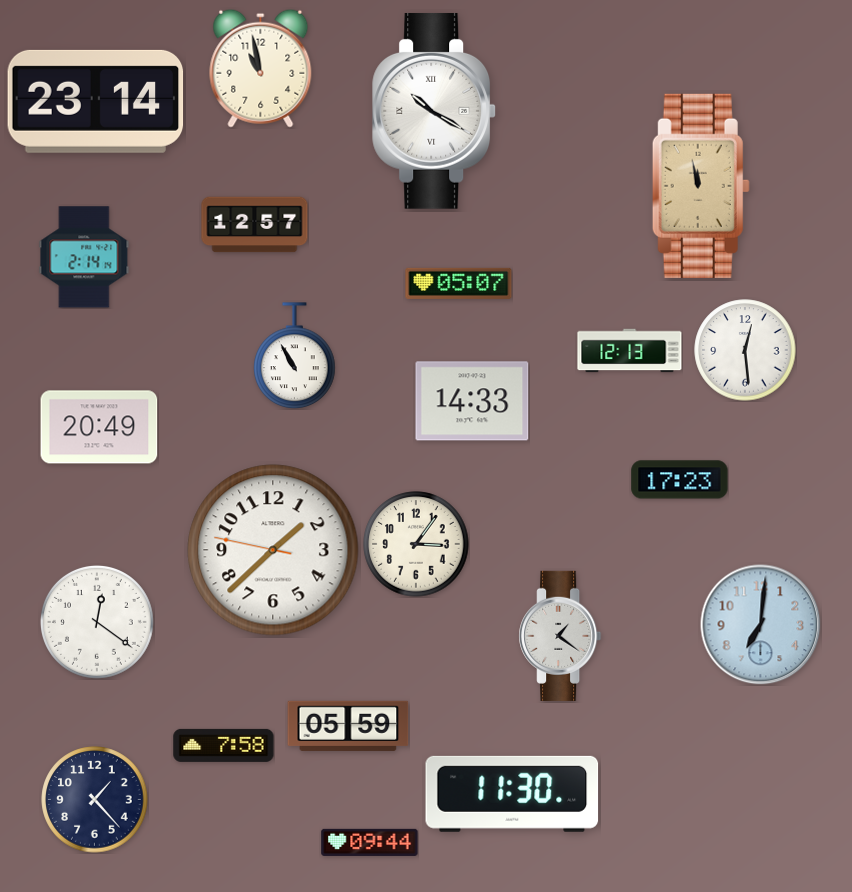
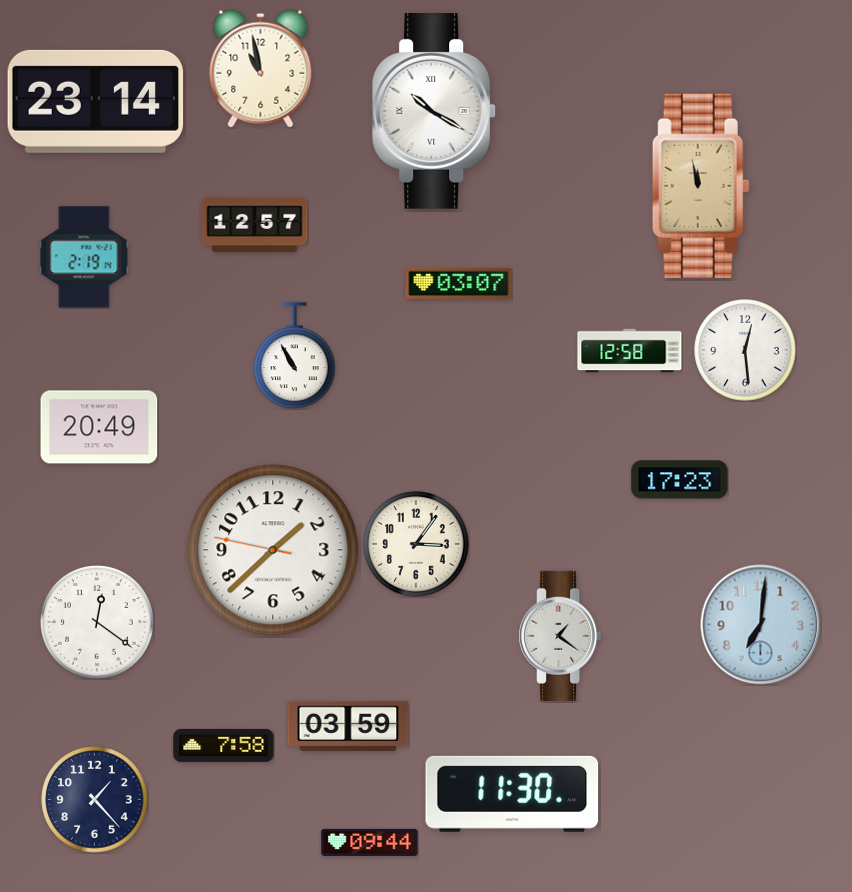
clock at (84, 257): 2:14 -> 2:19
clock at (459, 283): 05:07 -> 03:07
clock at (630, 351): 12:13 -> 12:58
clock at (472, 401): 14:33 -> none
clock at (348, 726): 05:59 -> 03:59
